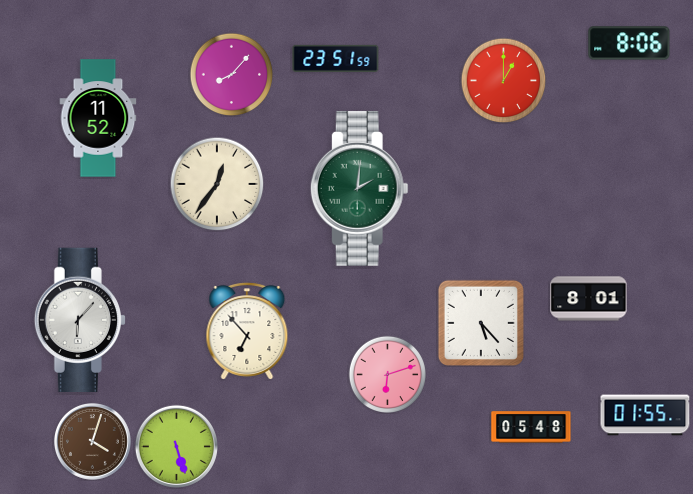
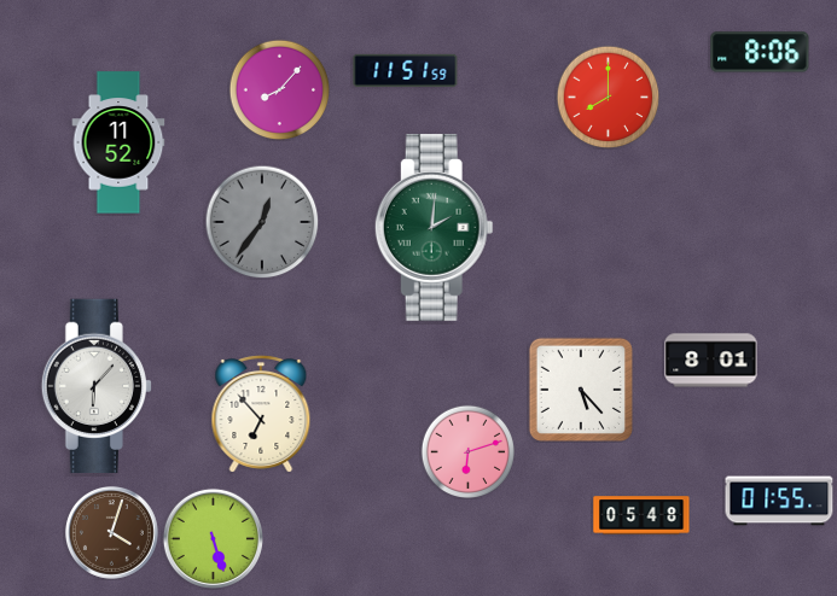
clock at (336, 58): 23:51 -> 11:51
clock at (503, 80): 1:00 -> 8:00
clock at (217, 184) dial: cream -> grey
clock at (247, 331) position: (247, 331) -> (261, 414)
